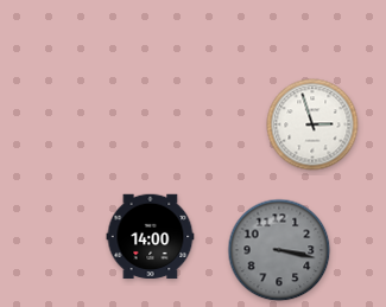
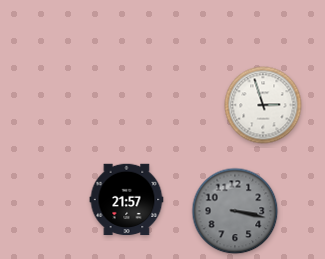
clock at (151, 237): 14:00 -> 21:57
